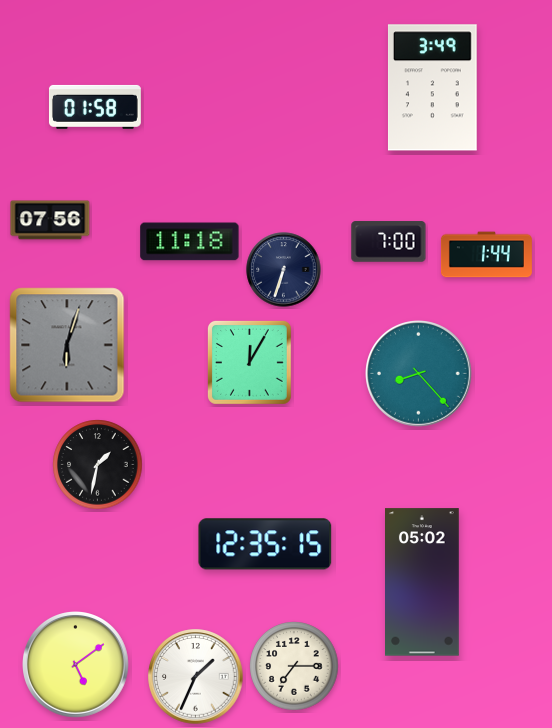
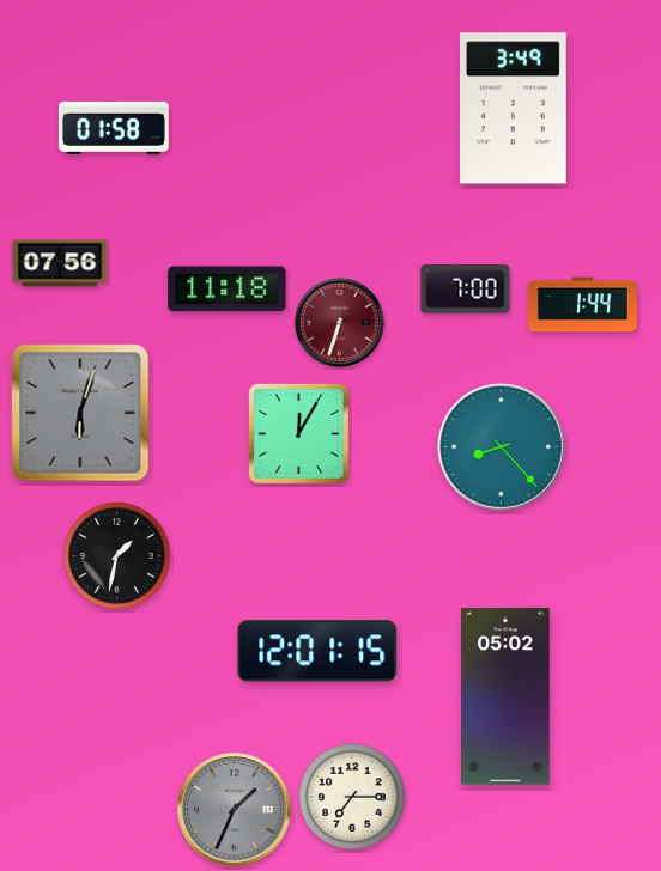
clock at (432, 88) position: (432, 88) -> (513, 109)
clock at (284, 270) dial: navy -> burgundy
clock at (265, 544): 12:35 -> 12:01
clock at (76, 665): 5:09 -> none
clock at (196, 677) dial: white -> grey
